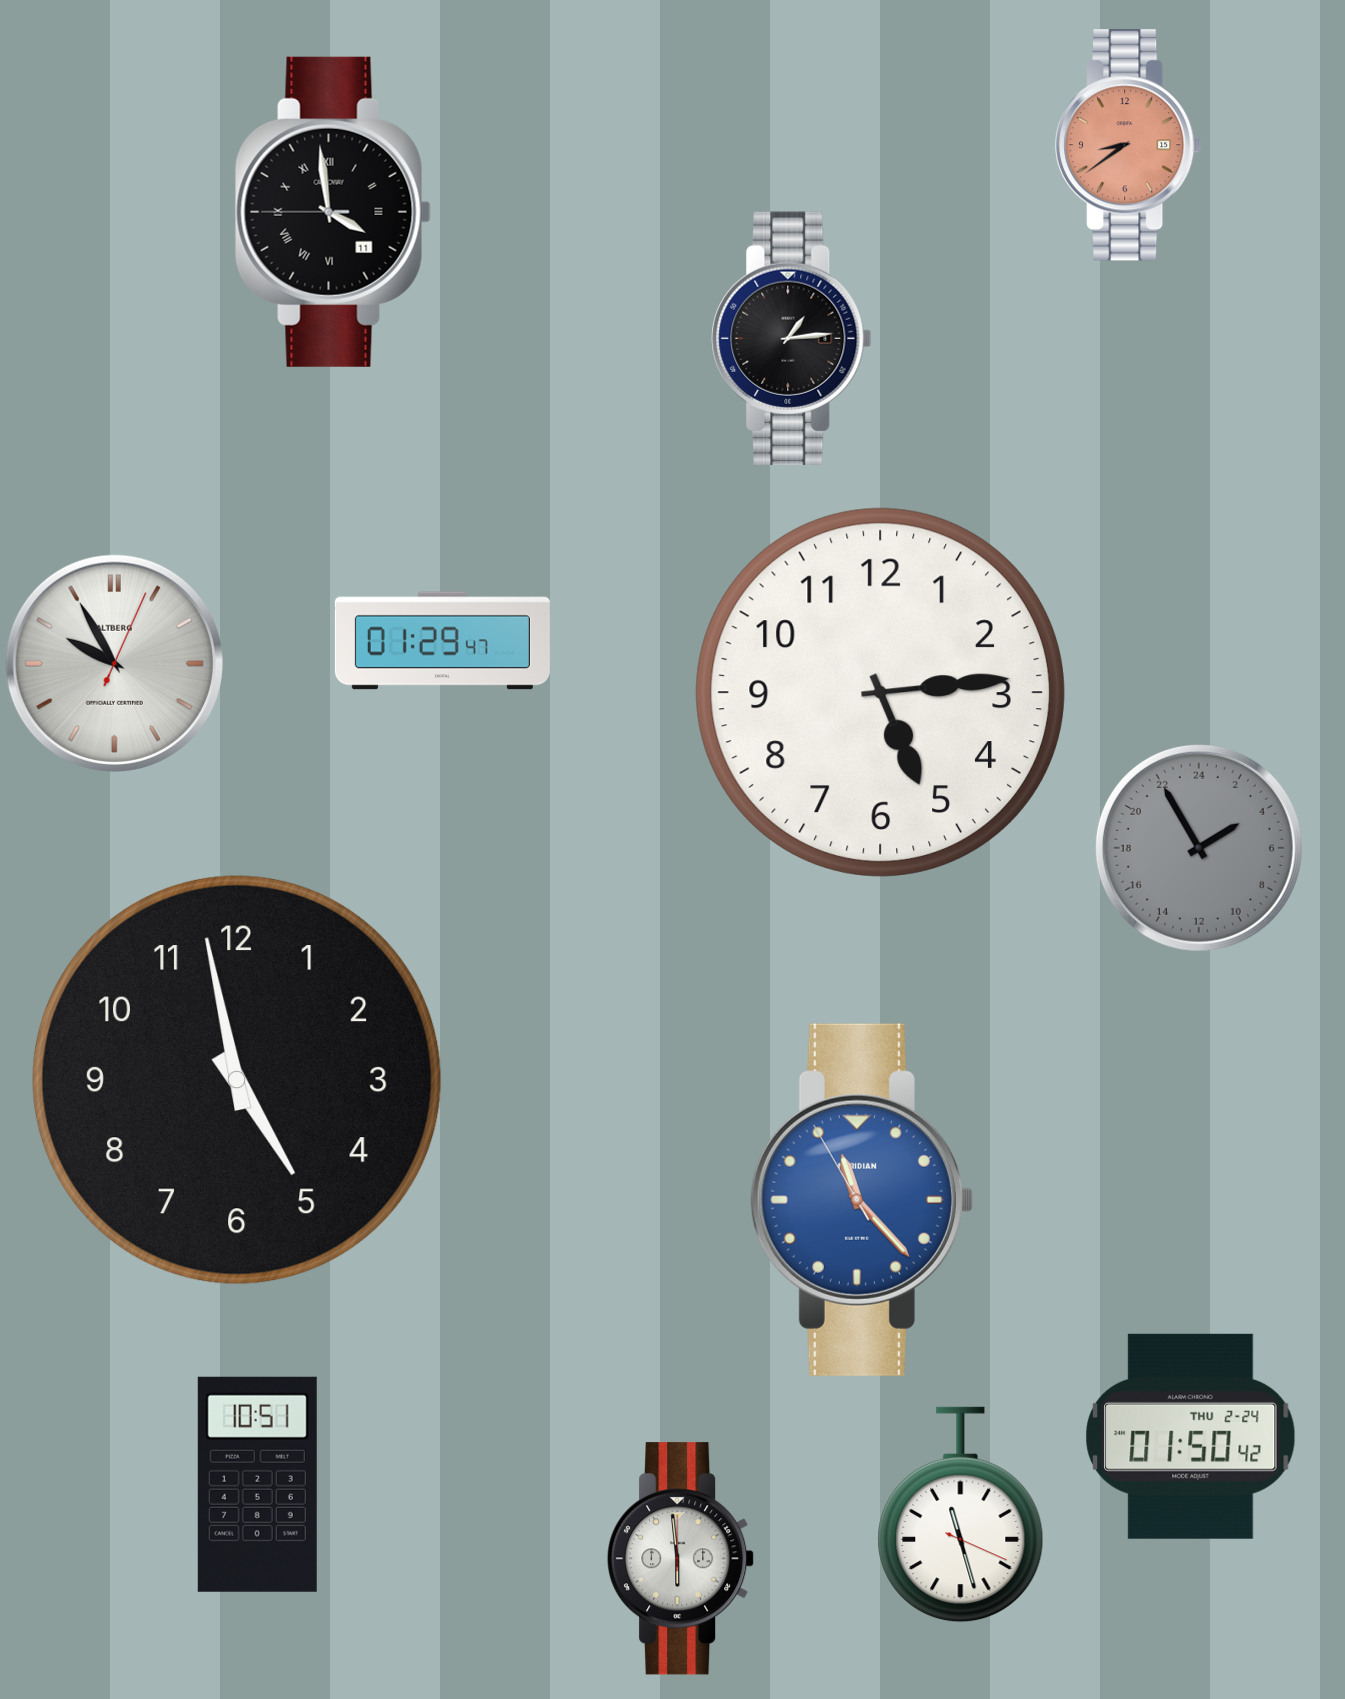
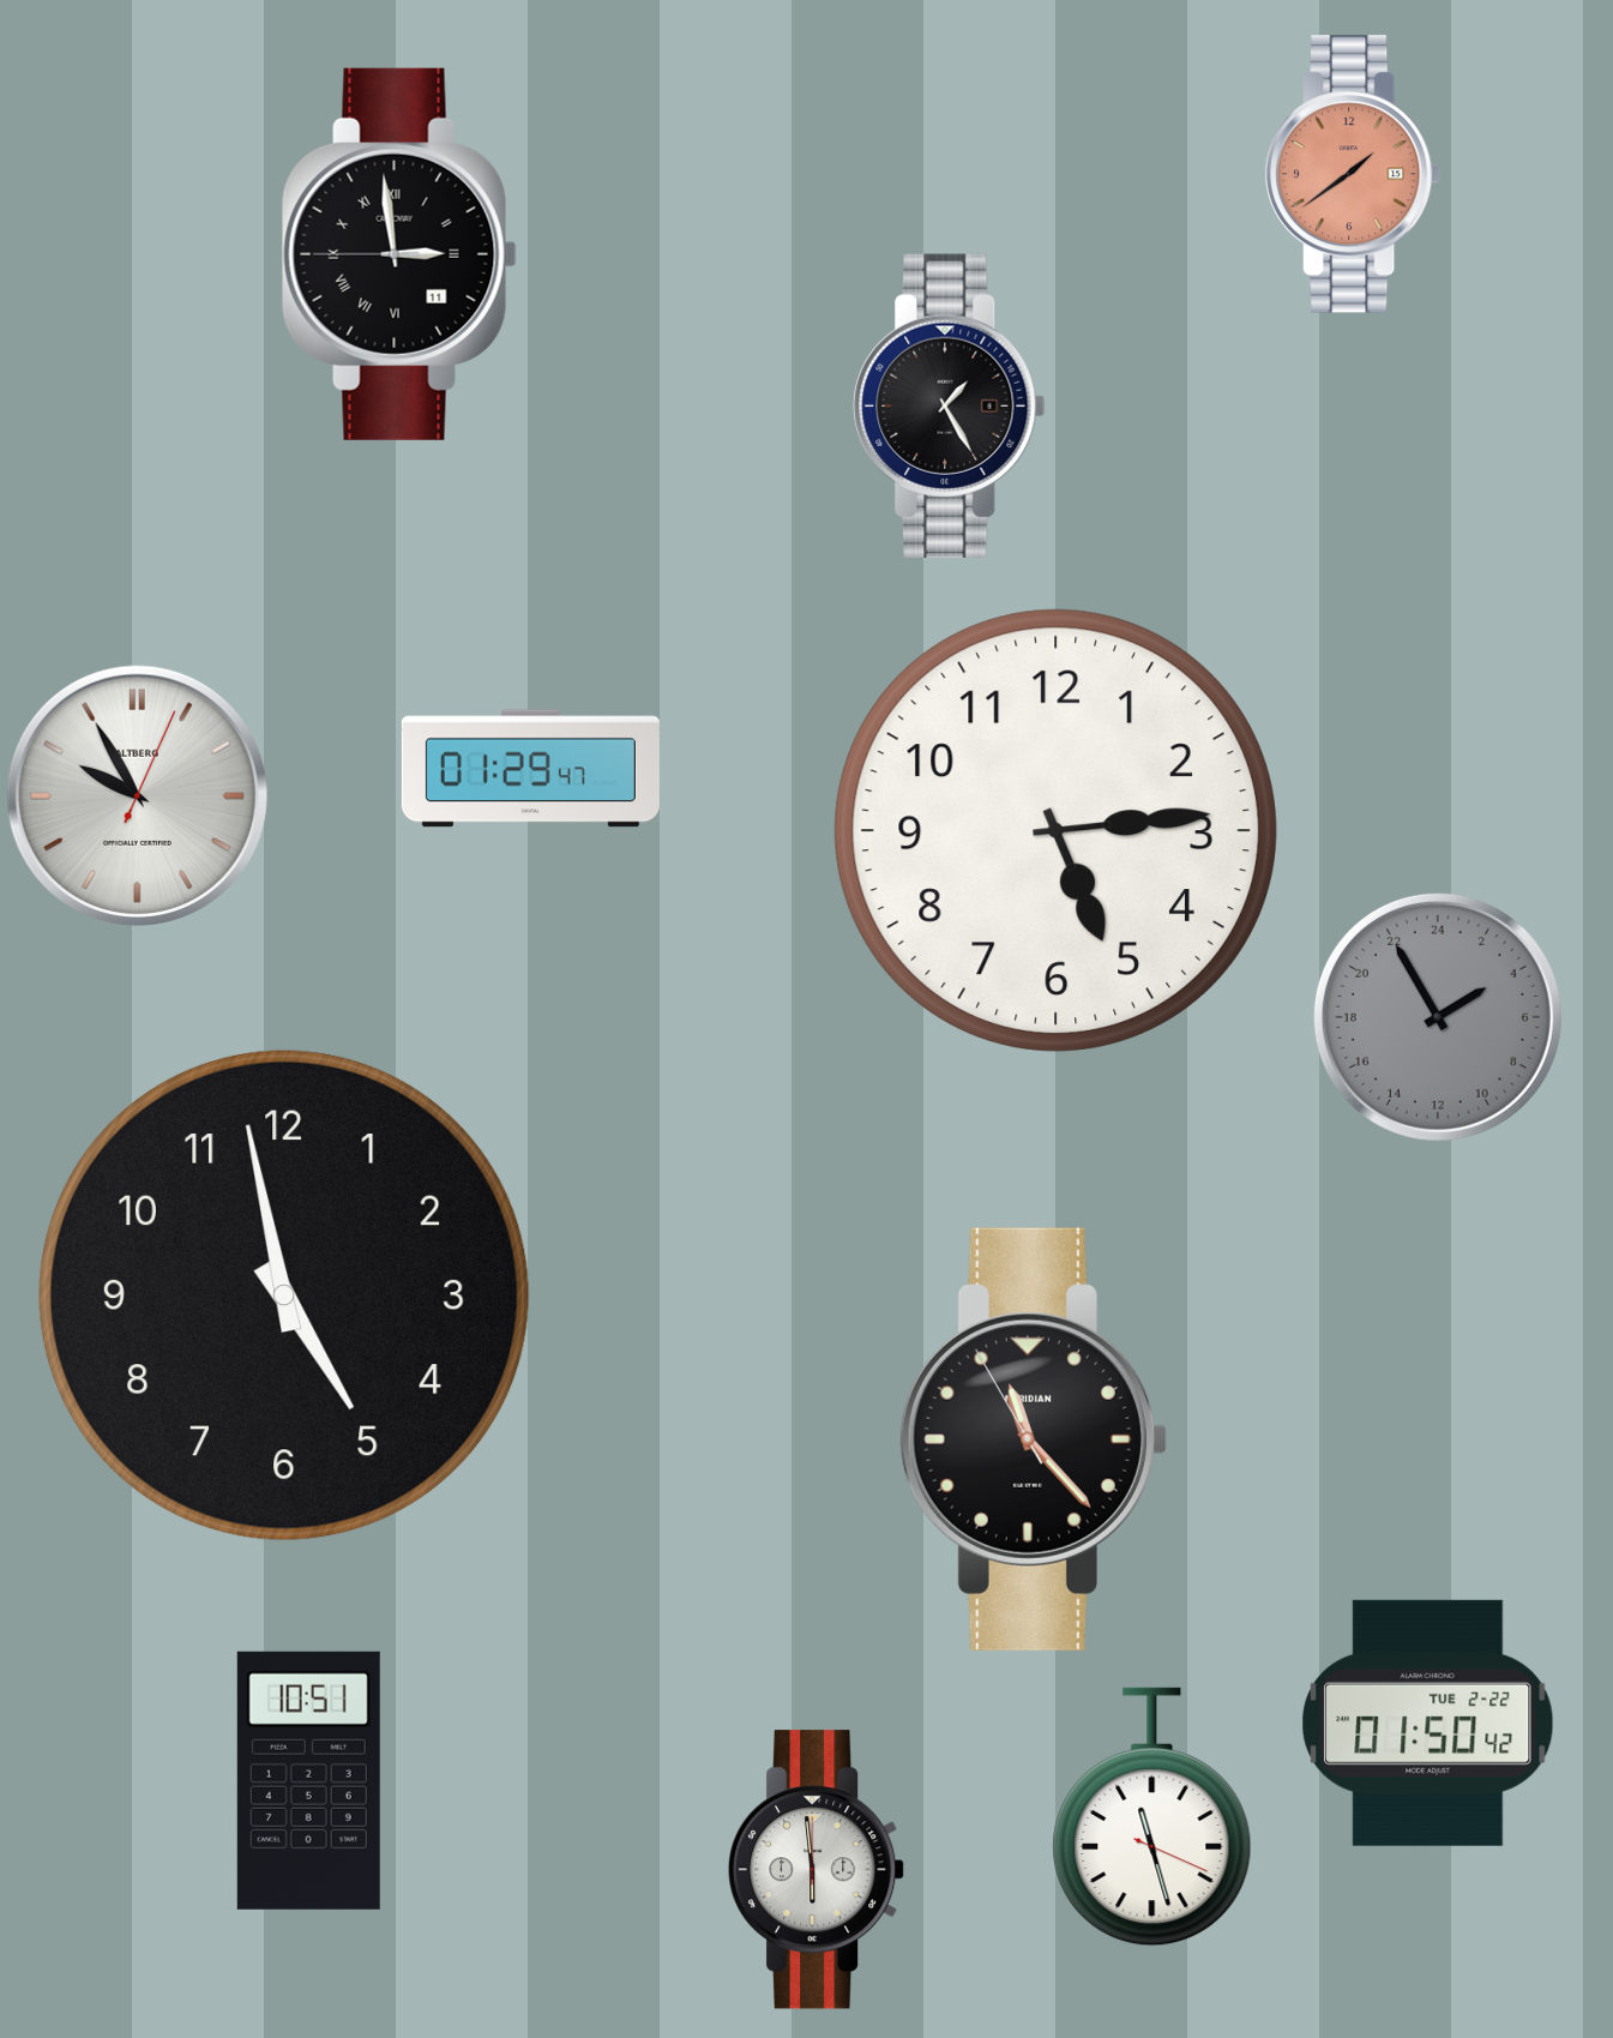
clock at (1129, 145): 8:39 -> 1:39
clock at (333, 212): 3:58 -> 2:58
clock at (792, 338): 1:14 -> 1:25
clock at (862, 1200) dial: blue -> black
clock at (1191, 1436) date: THU 2-24 -> TUE 2-22
